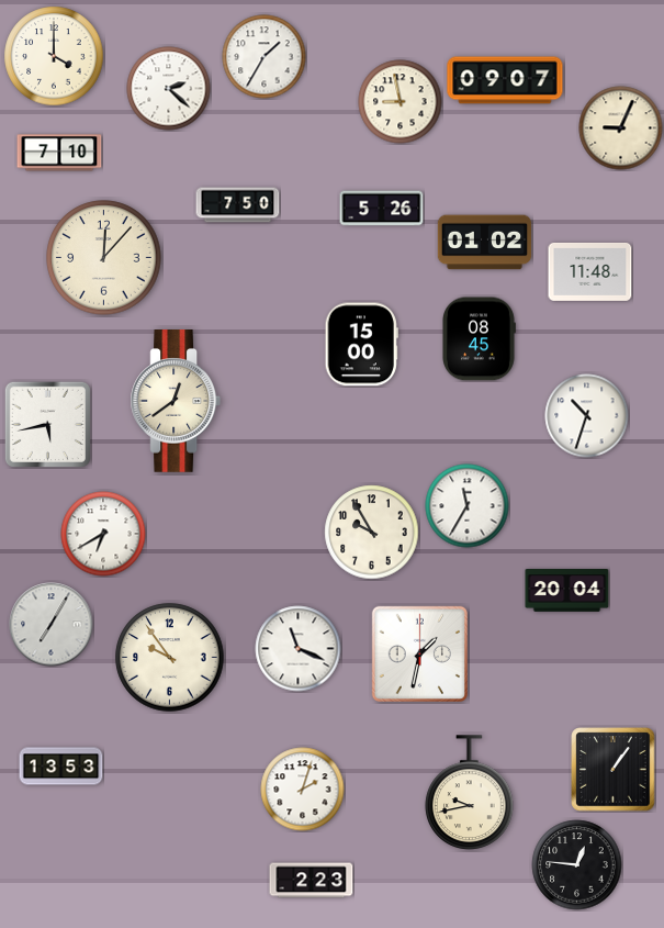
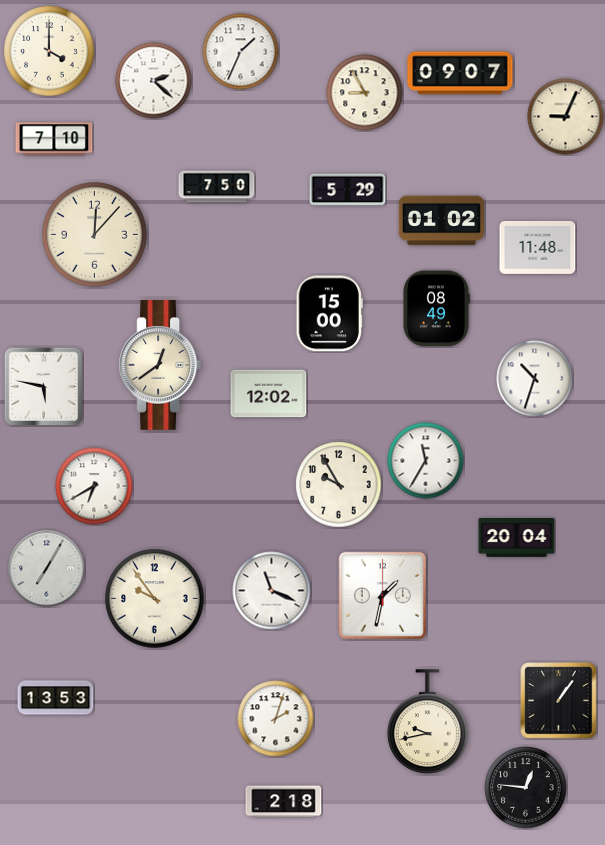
clock at (265, 57): 1:35 -> 1:34
clock at (401, 102): 8:58 -> 8:55
clock at (382, 209): 5:26 -> 5:29
clock at (480, 339): 08:45 -> 08:49
clock at (47, 424): 5:43 -> 5:47
clock at (269, 394): none -> 12:02
clock at (312, 881): 2:23 -> 2:18
